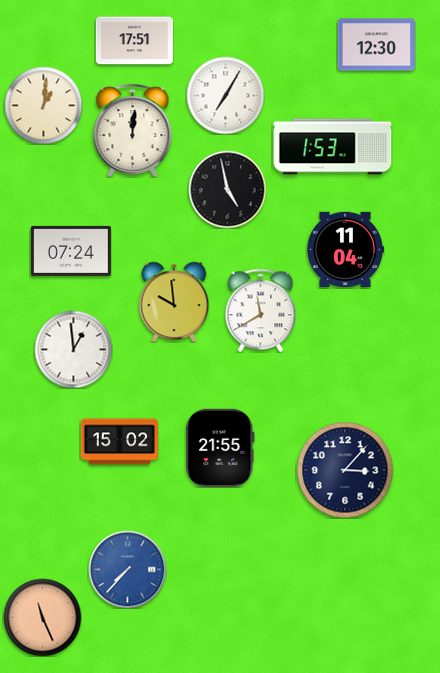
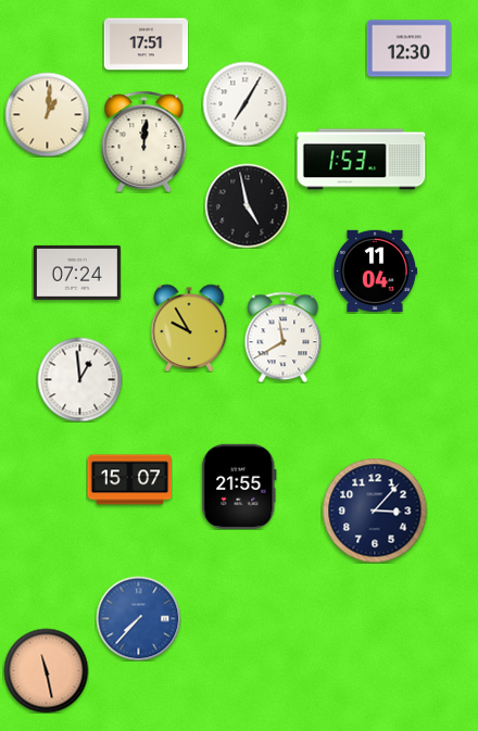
clock at (174, 302): 9:59 -> 9:55
clock at (119, 442): 15:02 -> 15:07
clock at (42, 617): 11:26 -> 11:28
